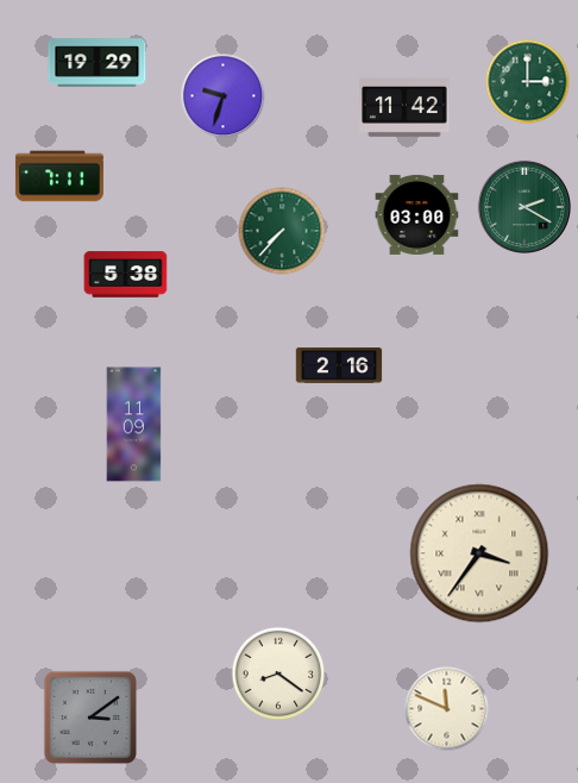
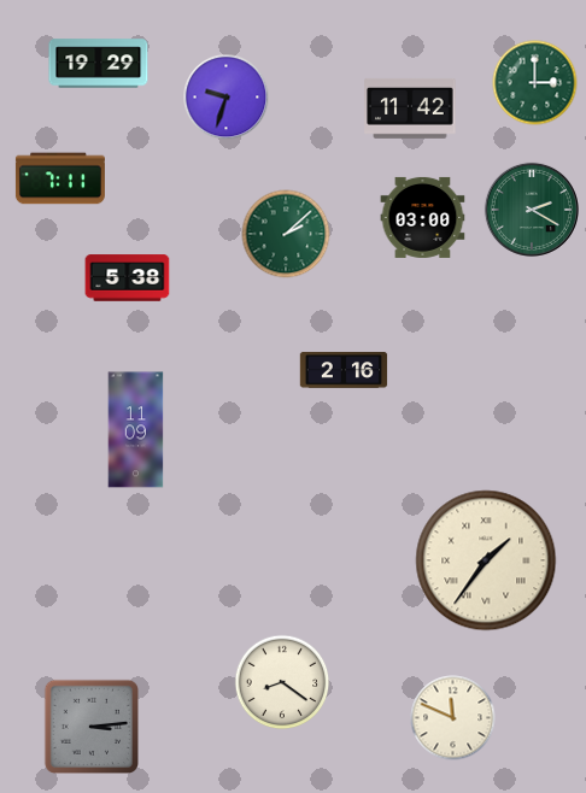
clock at (282, 231): 7:37 -> 2:08
clock at (479, 553): 3:36 -> 1:36
clock at (89, 716): 3:09 -> 3:14
